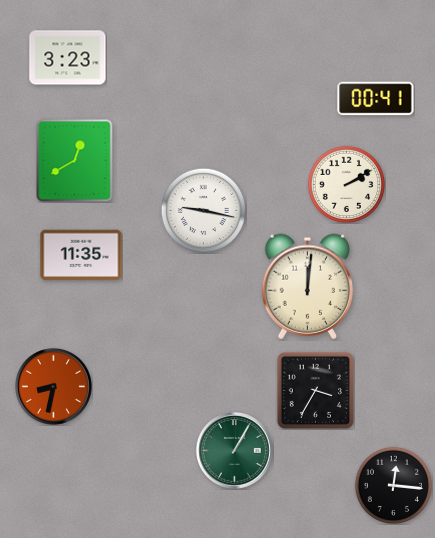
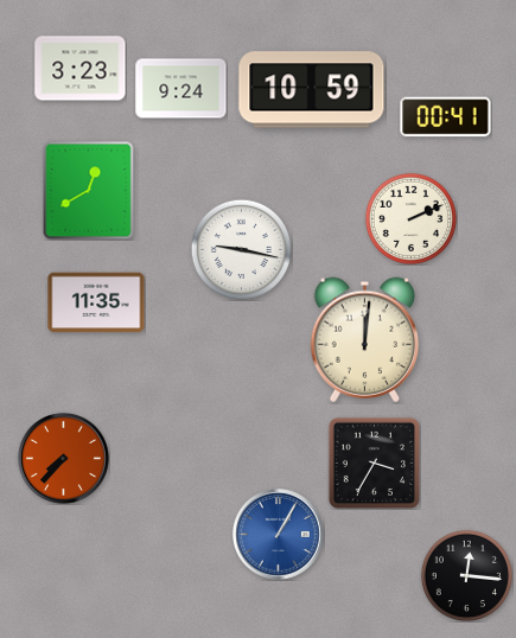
clock at (181, 89): none -> 9:24
clock at (312, 90): none -> 10:59
clock at (346, 184): 2:10 -> 2:11
clock at (54, 387): 8:32 -> 7:37
clock at (235, 451) dial: green -> blue
